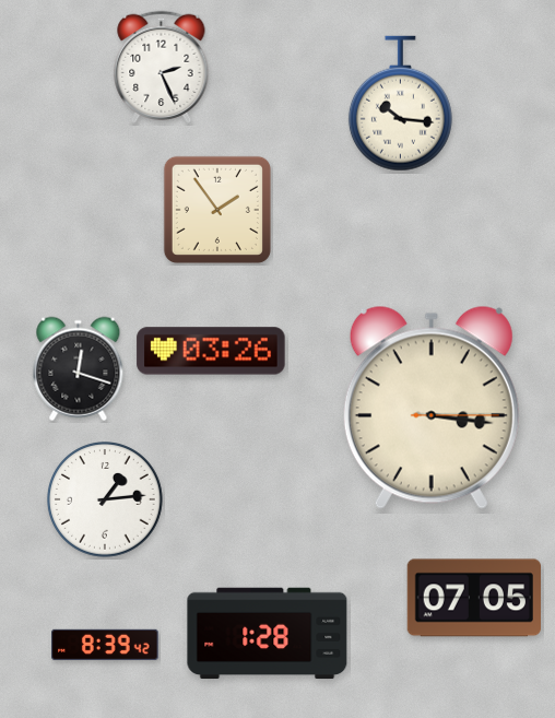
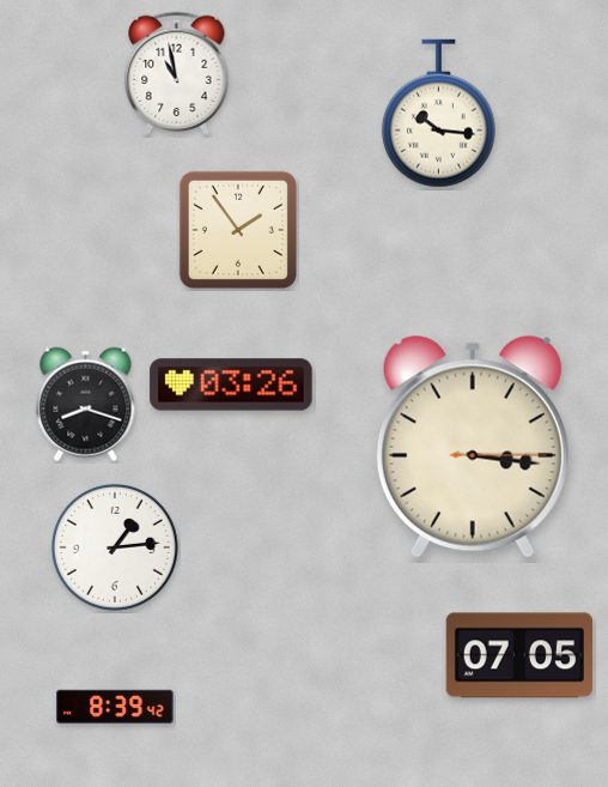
clock at (162, 67): 2:26 -> 10:58
clock at (79, 369): 12:18 -> 8:18
clock at (268, 634): 1:28 -> none
